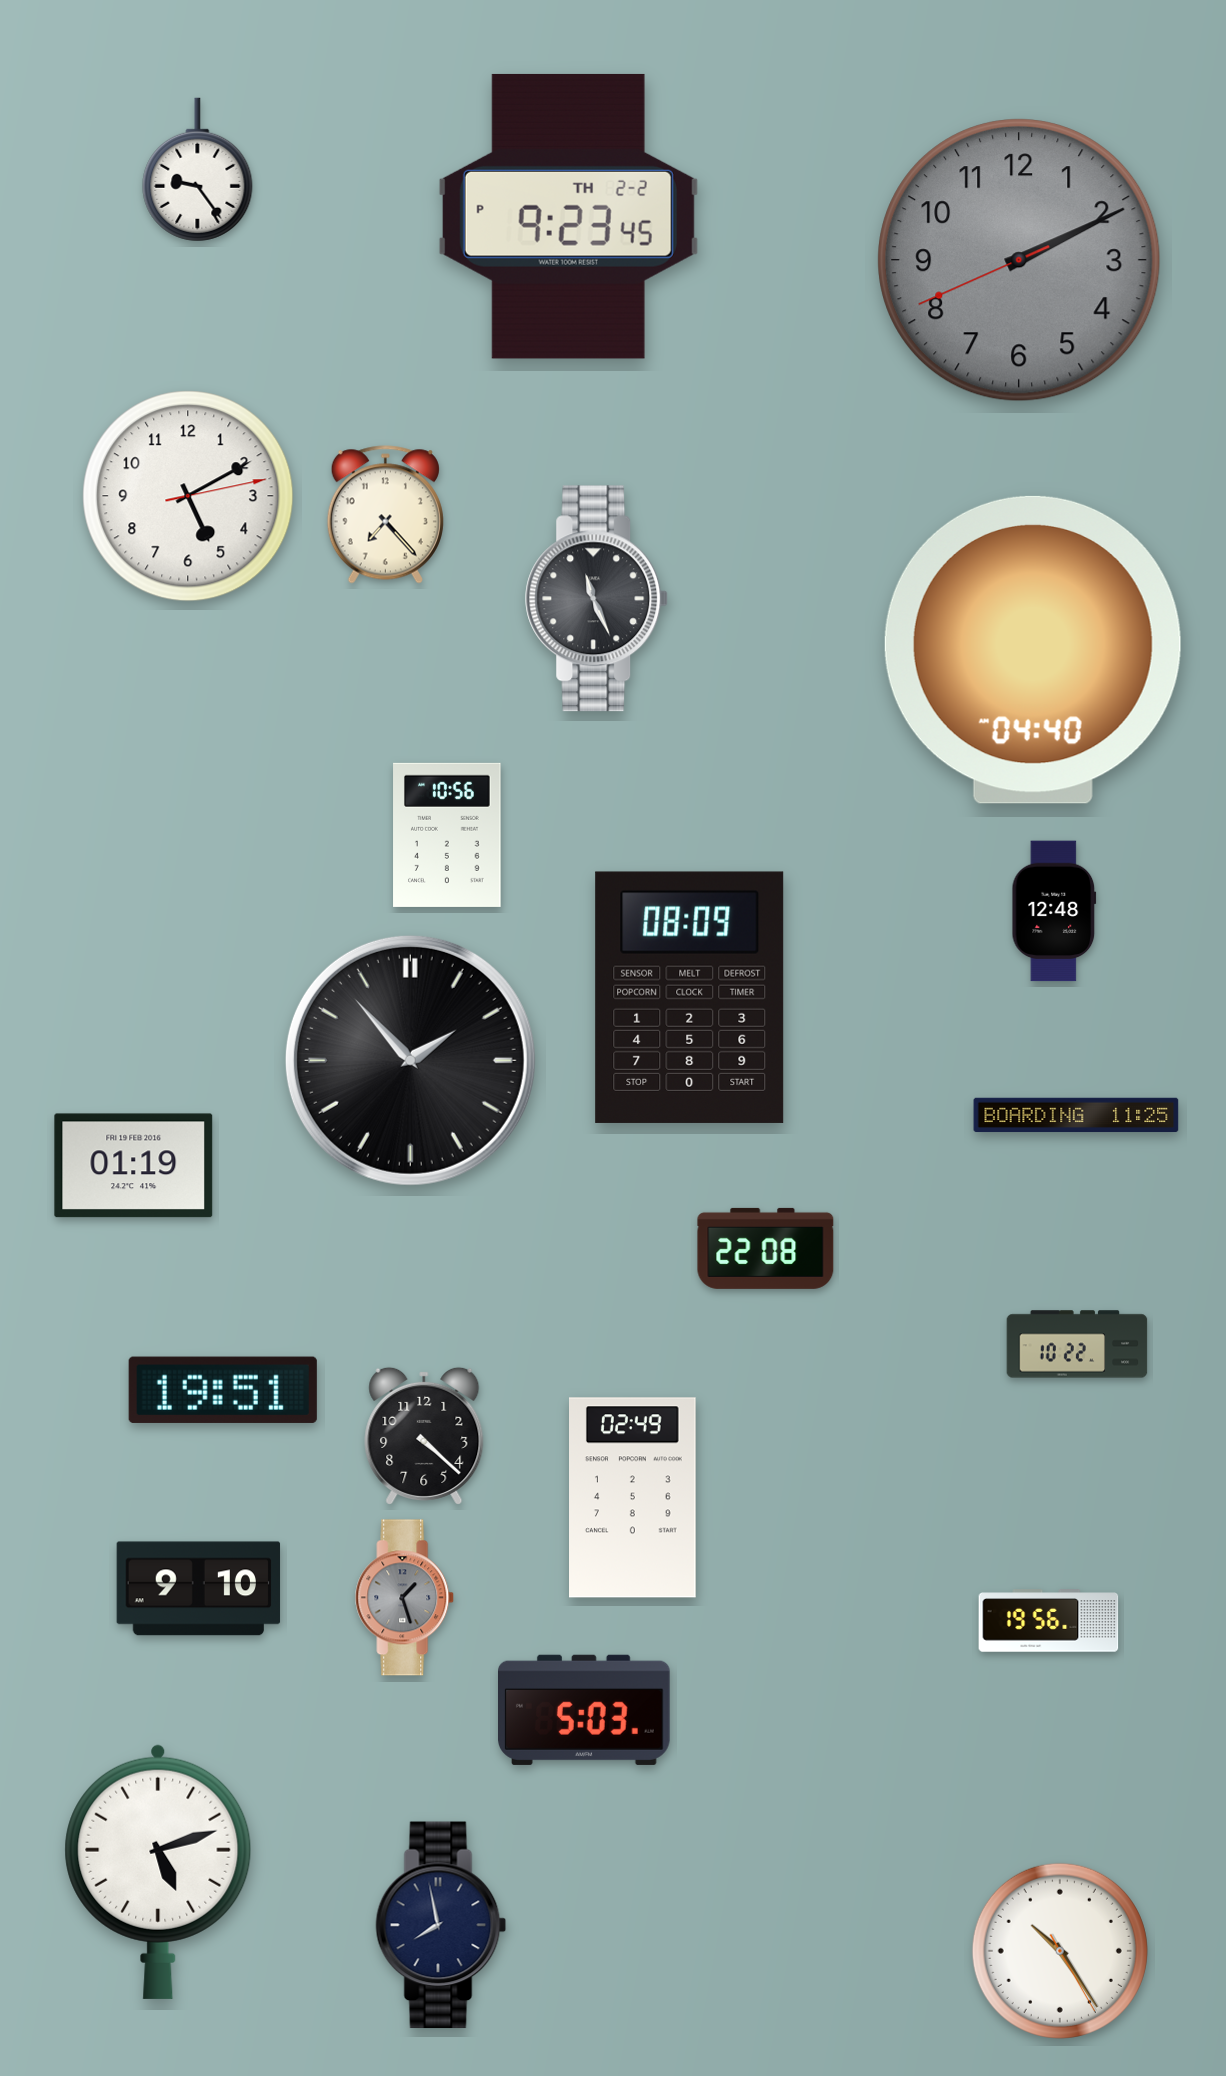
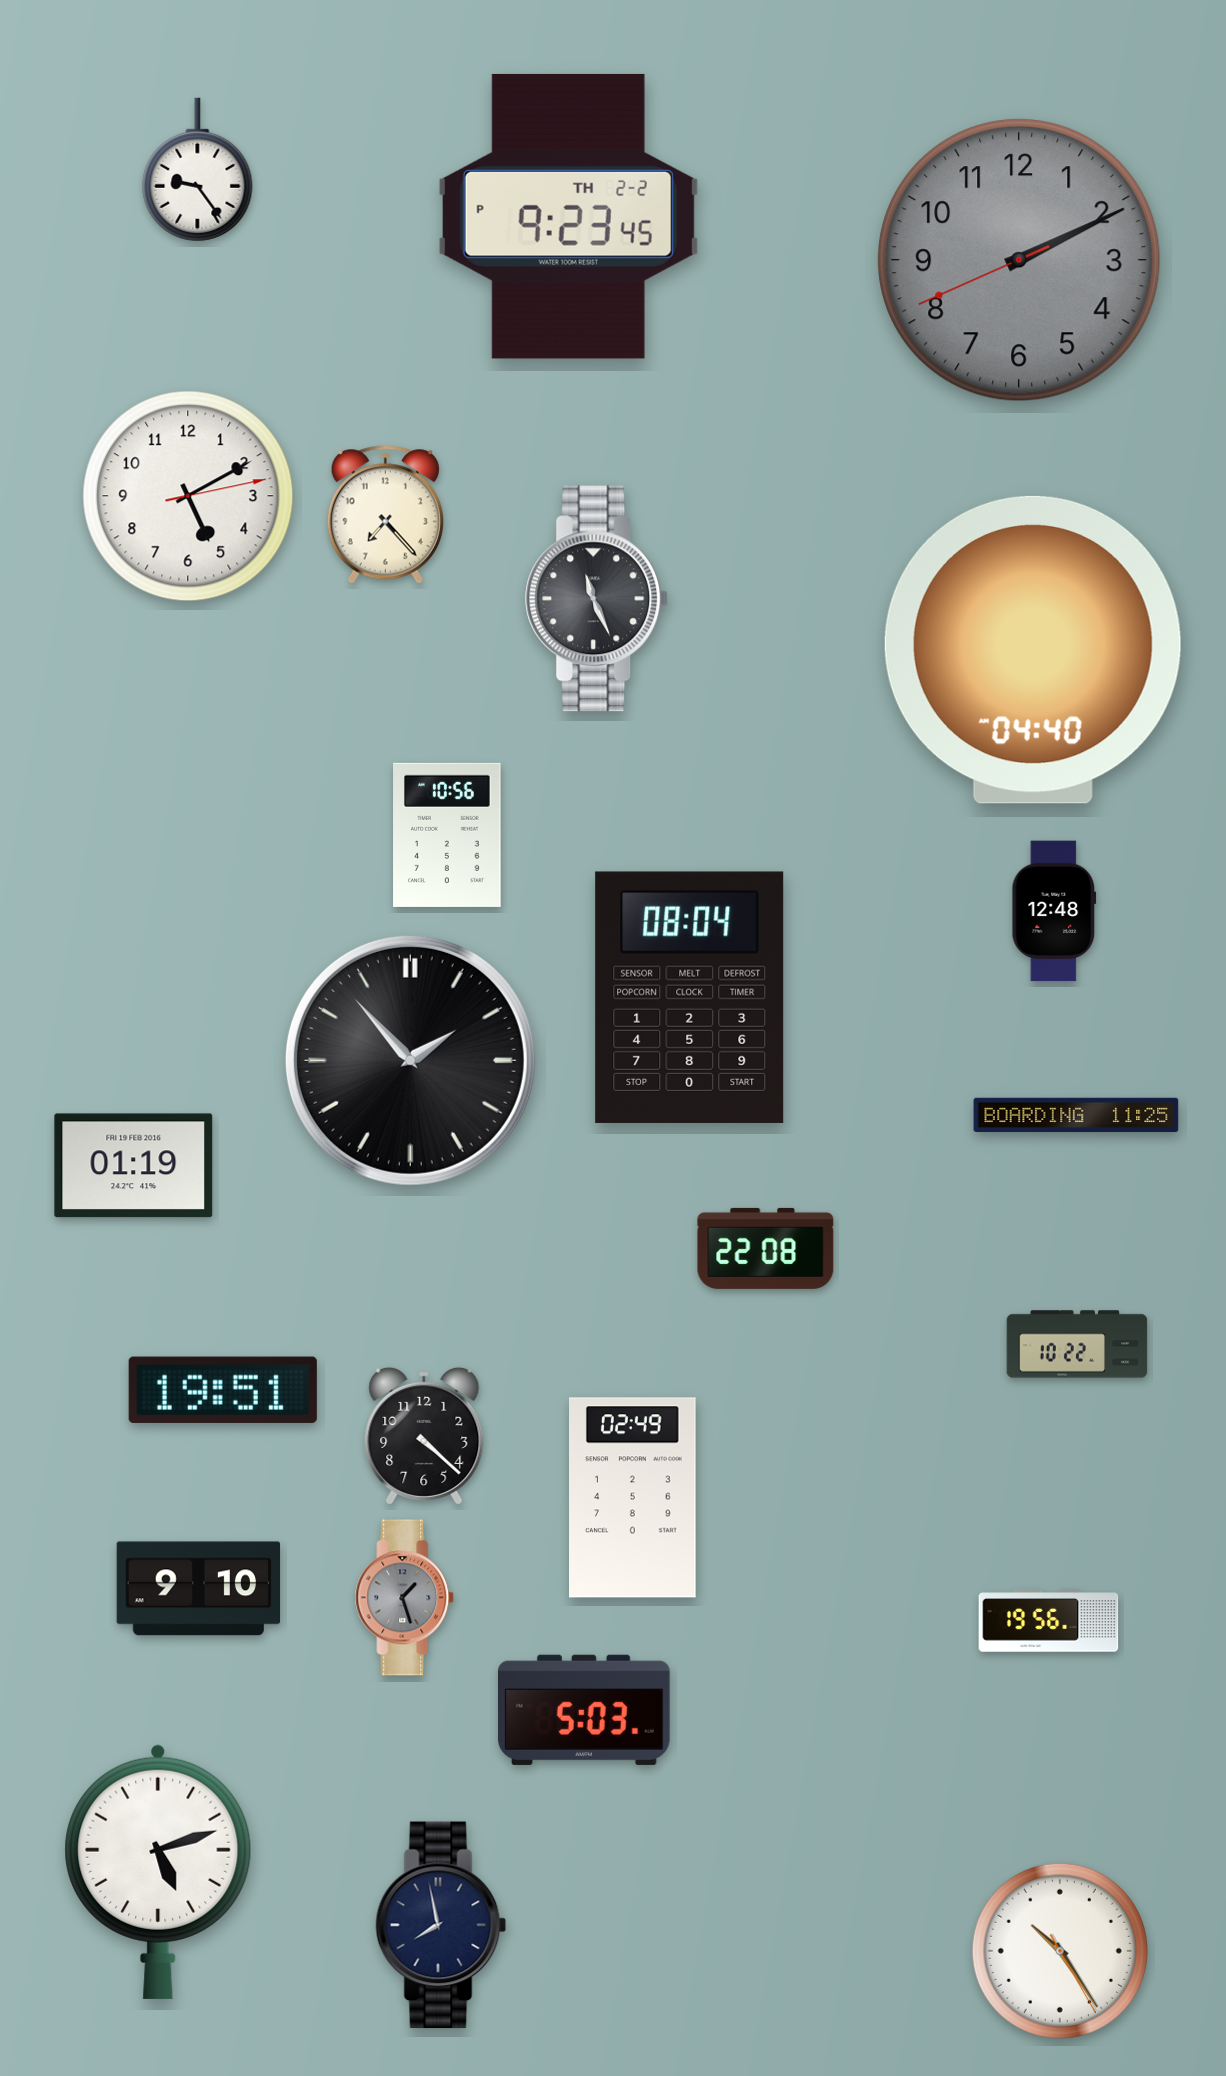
clock at (690, 997): 08:09 -> 08:04
